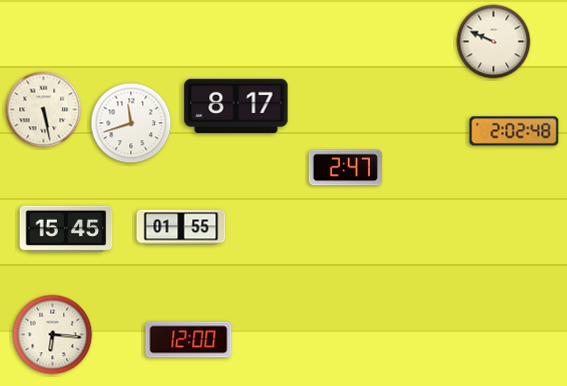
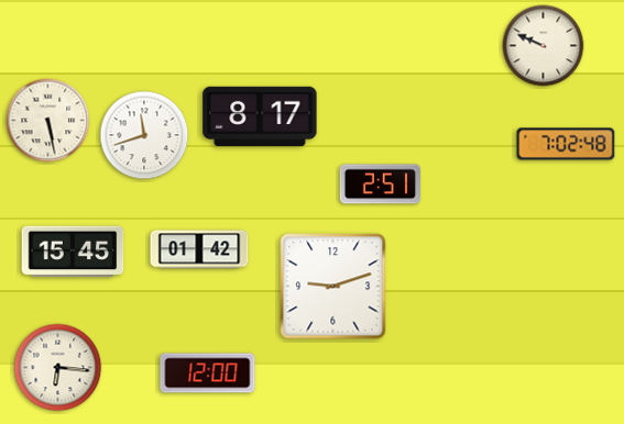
clock at (514, 131): 2:02 -> 7:02
clock at (345, 168): 2:47 -> 2:51
clock at (181, 227): 01:55 -> 01:42
clock at (333, 287): none -> 9:12
